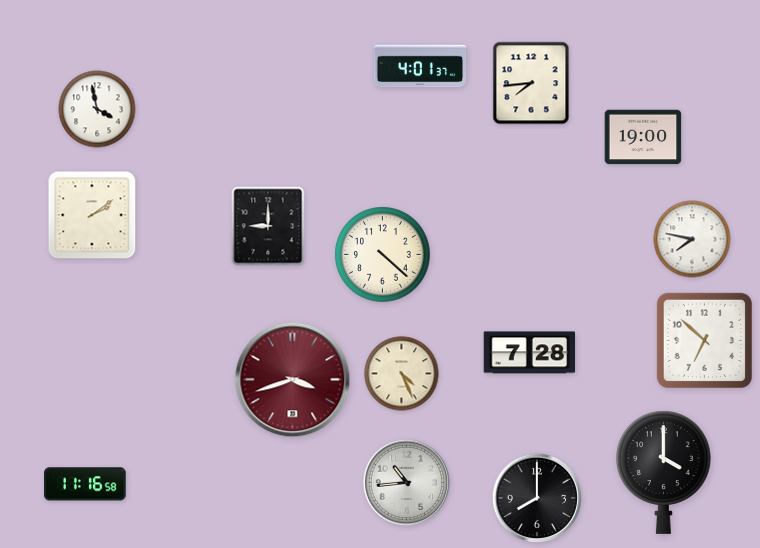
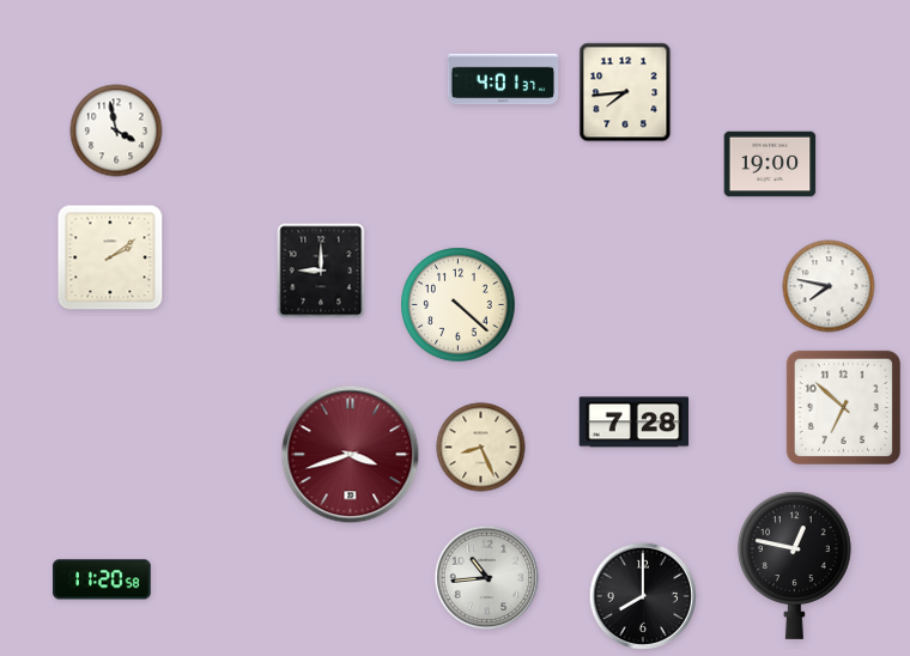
clock at (531, 83) position: (531, 83) -> (625, 92)
clock at (402, 374): 4:26 -> 8:26
clock at (664, 472): 4:00 -> 12:47
clock at (85, 484): 11:16 -> 11:20
